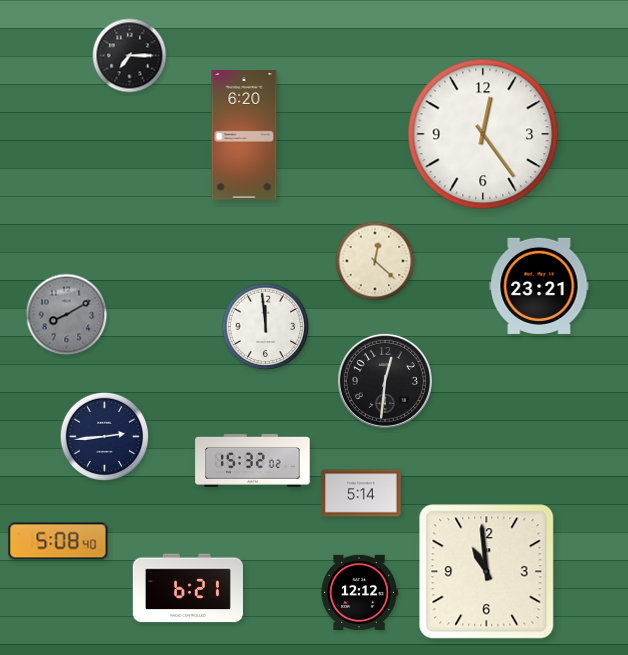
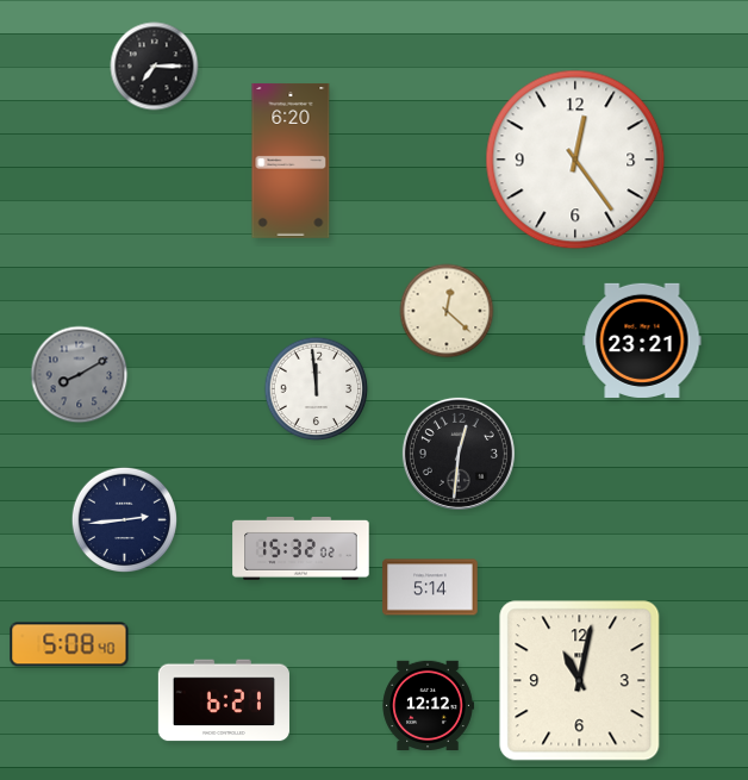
clock at (487, 572): 10:59 -> 11:02
